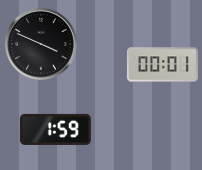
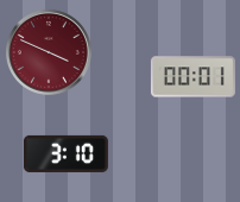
clock at (41, 44) dial: black -> burgundy
clock at (55, 129): 1:59 -> 3:10
